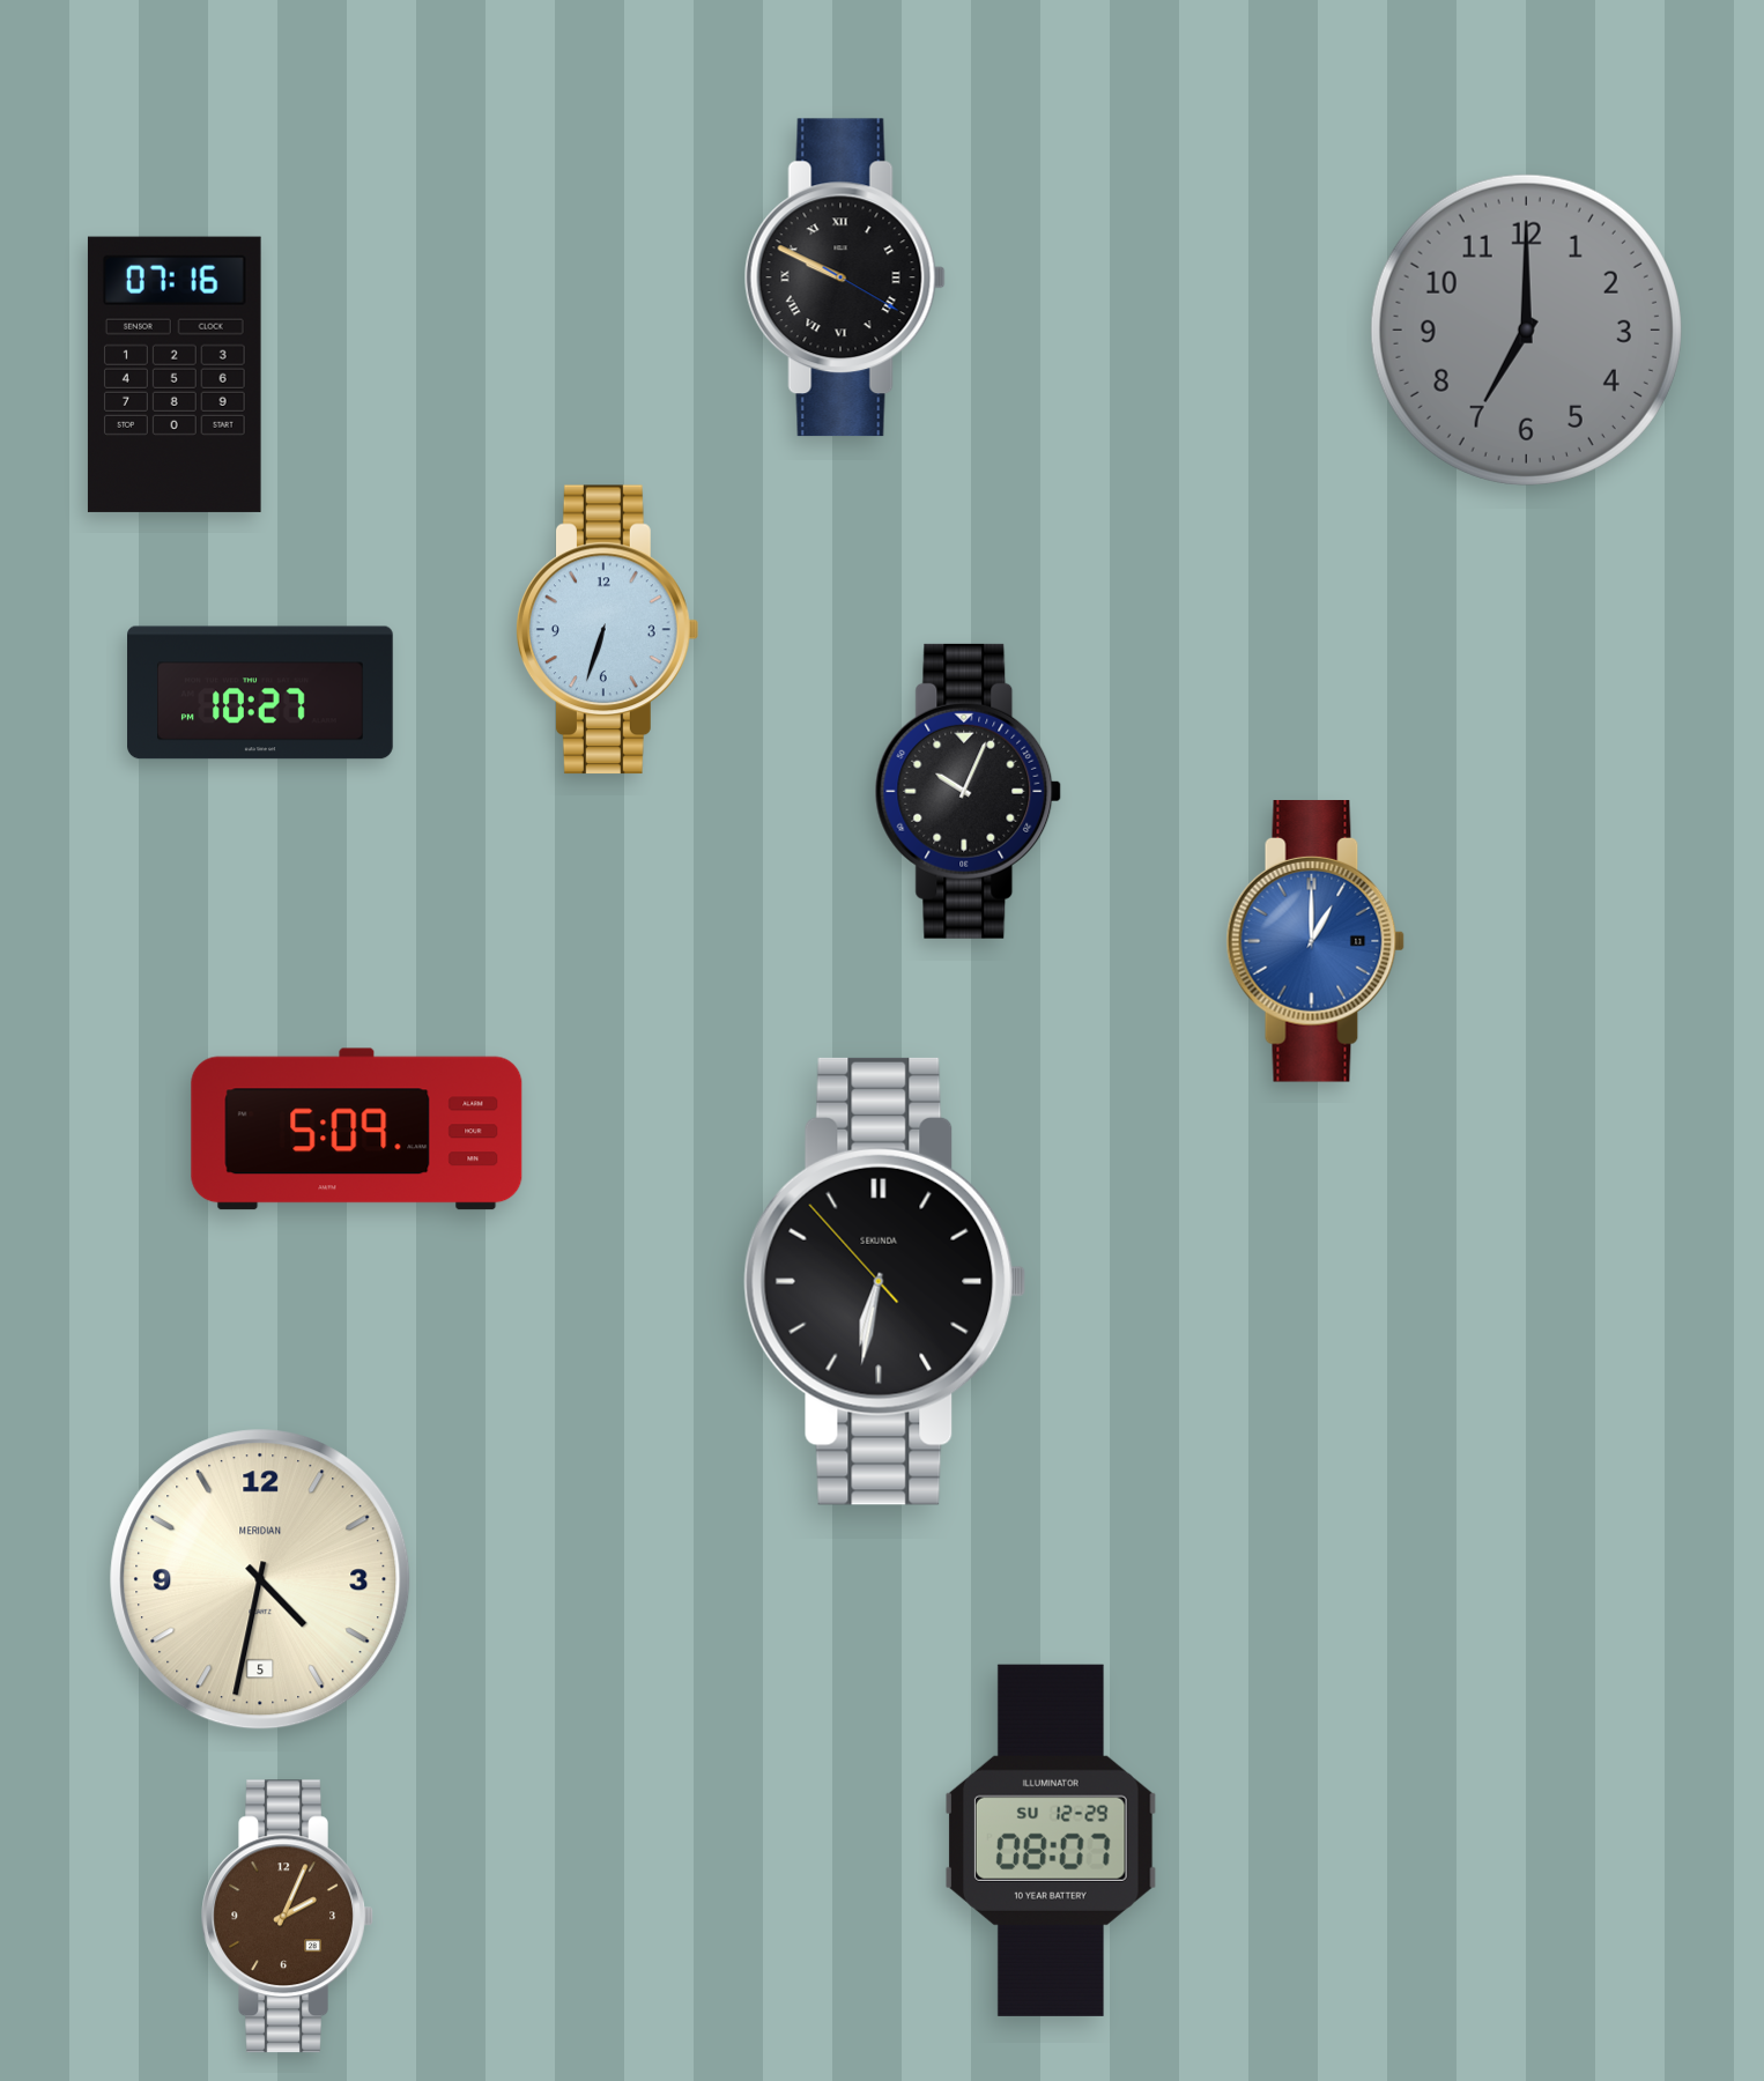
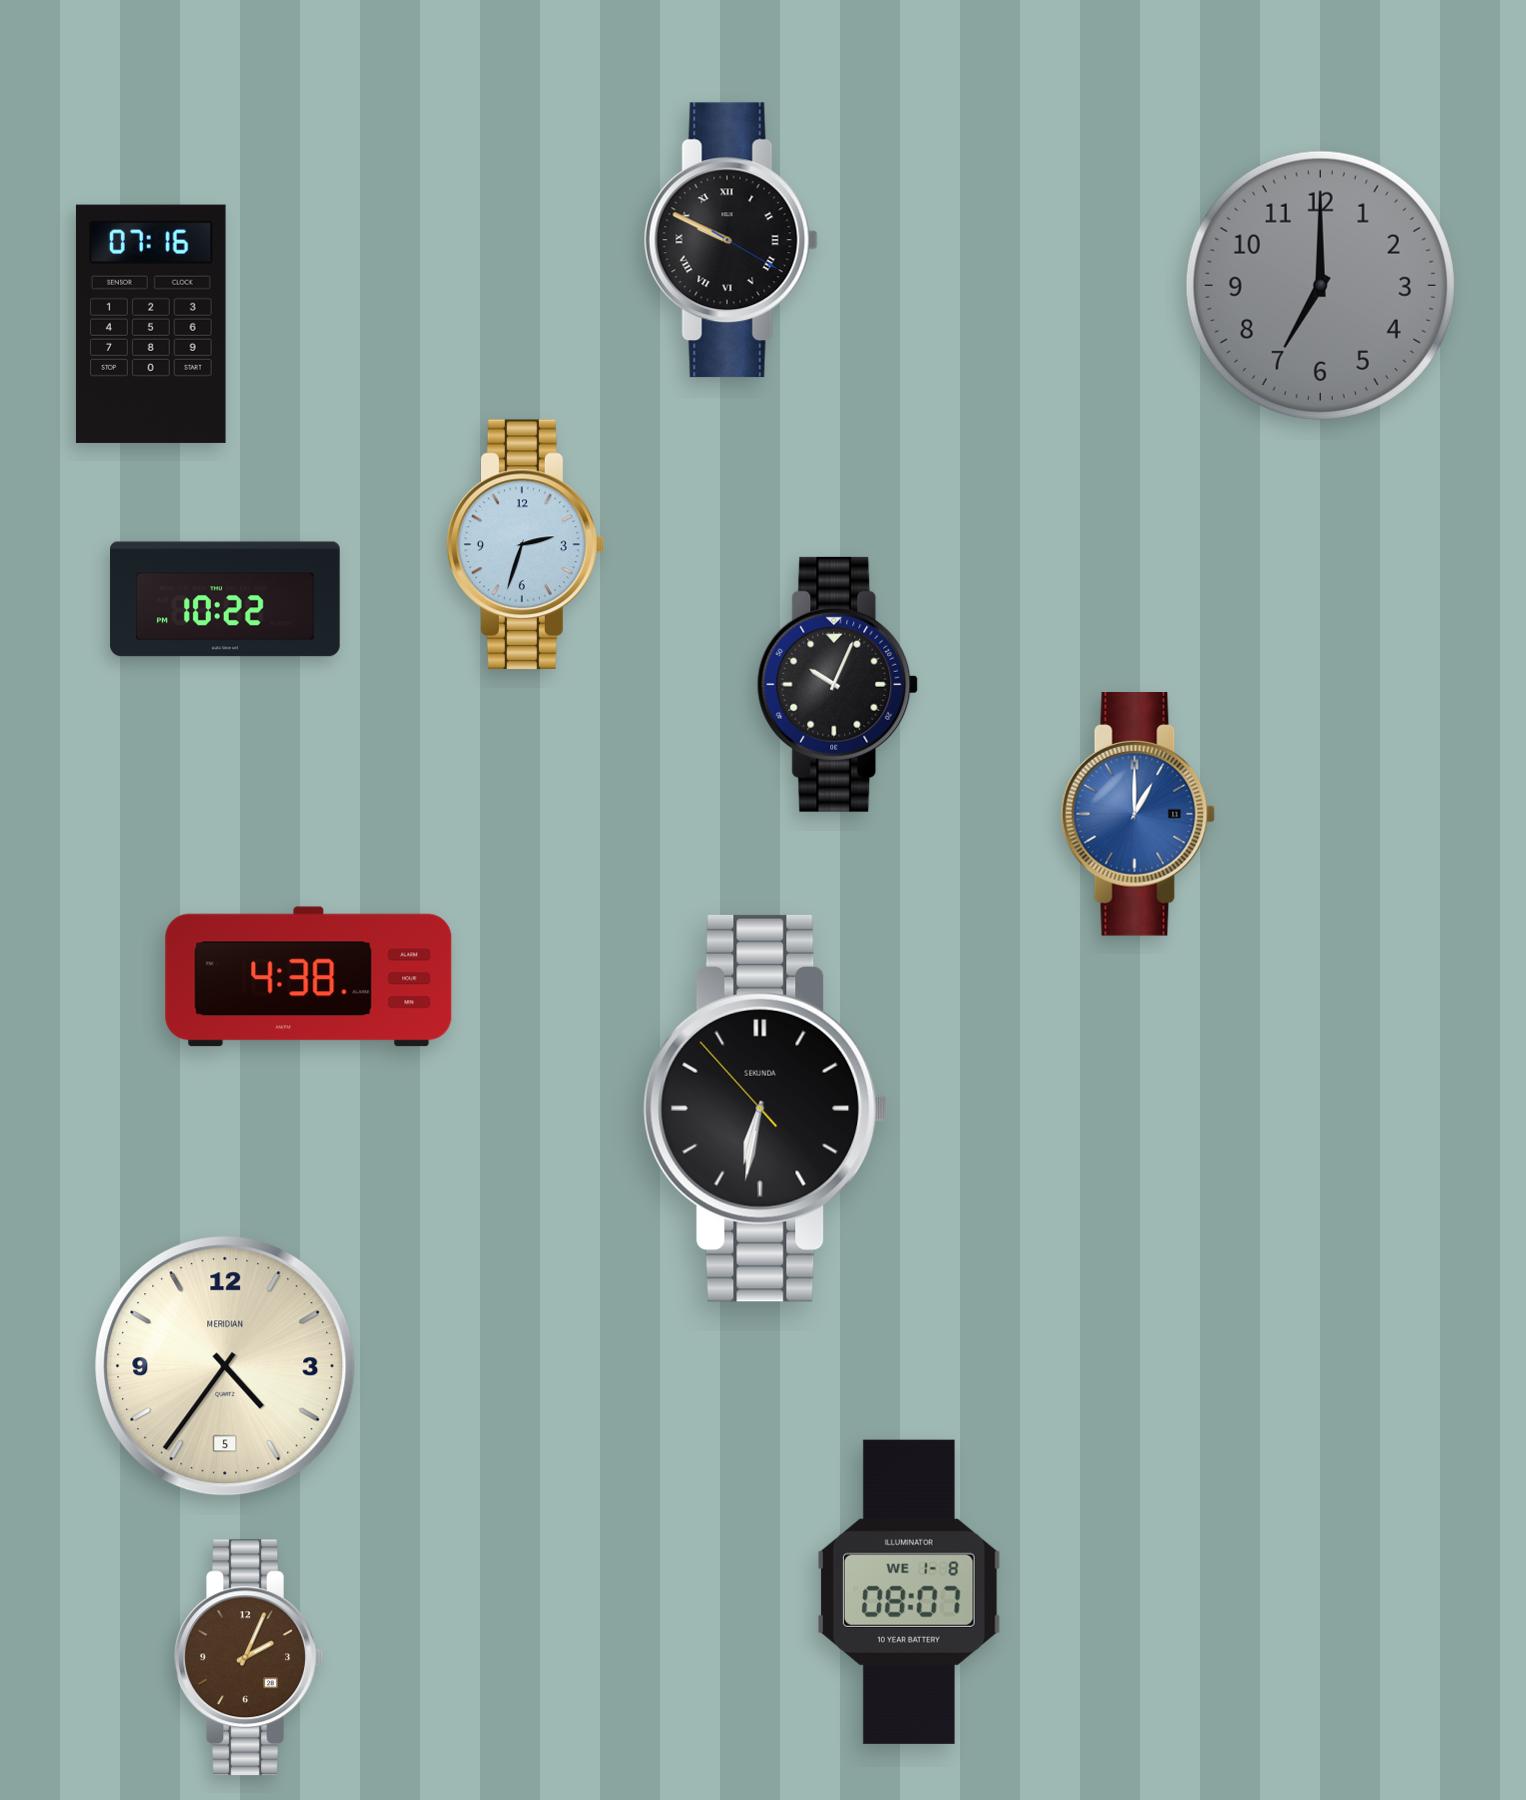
clock at (607, 630): 6:33 -> 2:33
clock at (260, 693): 10:27 -> 10:22
clock at (357, 1130): 5:09 -> 4:38
clock at (260, 1579): 4:32 -> 4:36
clock at (1051, 1841) date: SU 12-29 -> WE 1-8
